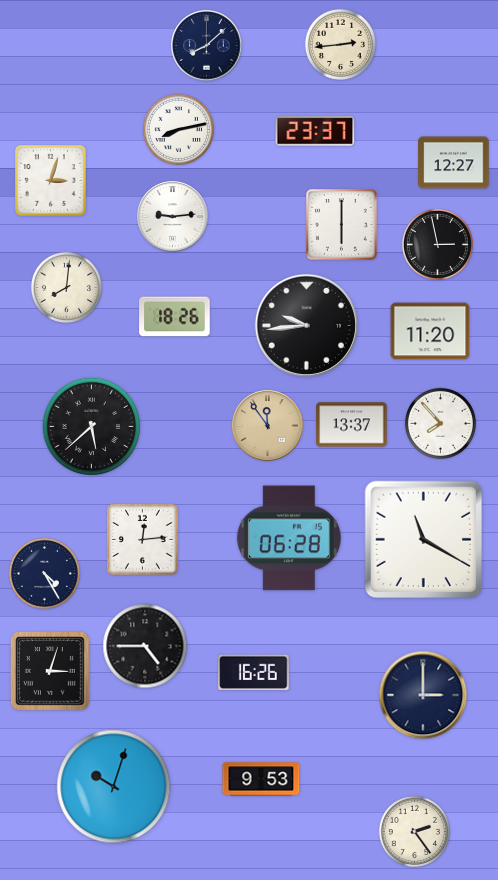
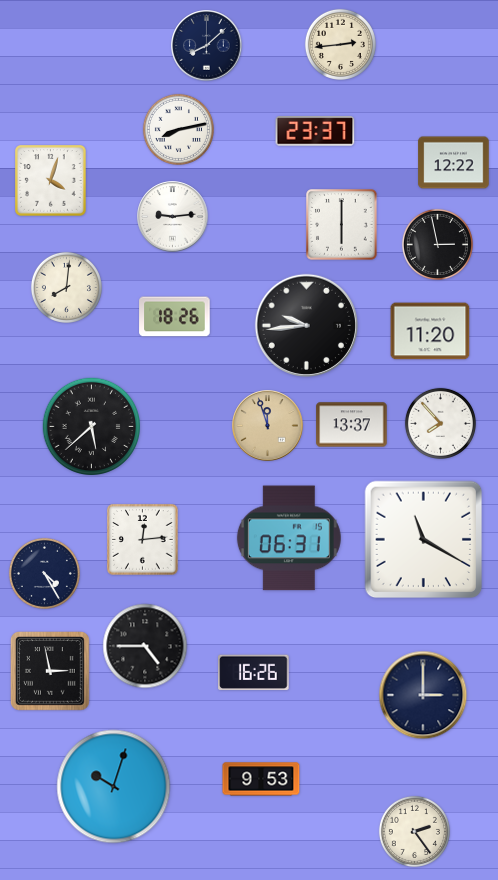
clock at (454, 163): 12:27 -> 12:22
clock at (51, 181): 3:03 -> 4:03
clock at (268, 426): 11:54 -> 11:57
clock at (289, 538): 06:28 -> 06:31
clock at (51, 672): 3:03 -> 2:58
